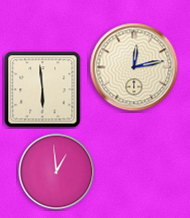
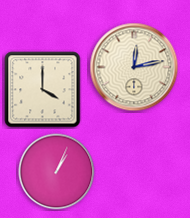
clock at (43, 90): 5:59 -> 4:00
clock at (57, 172): 12:59 -> 1:04
